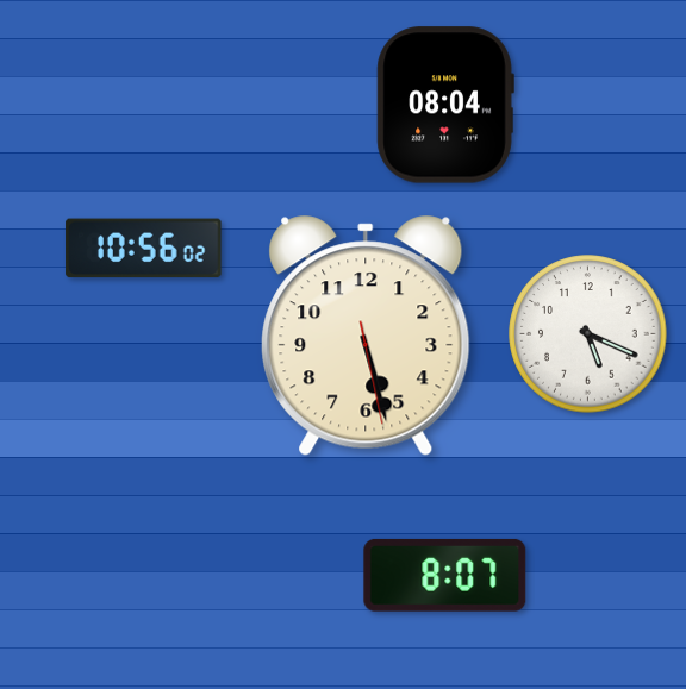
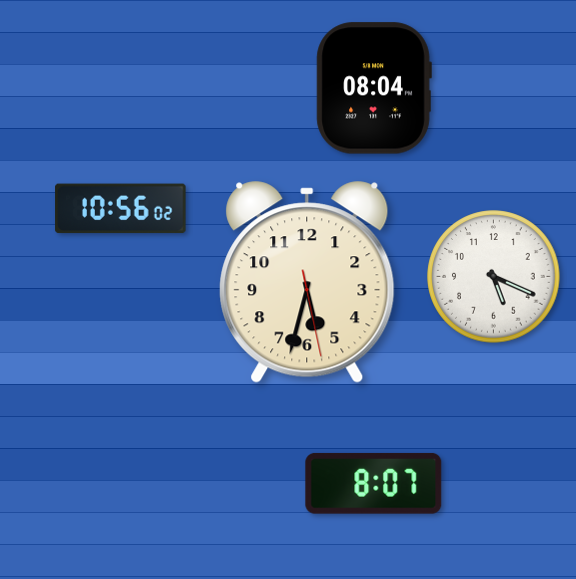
clock at (588, 334) position: (588, 334) -> (494, 277)
clock at (366, 336): 5:27 -> 5:32
